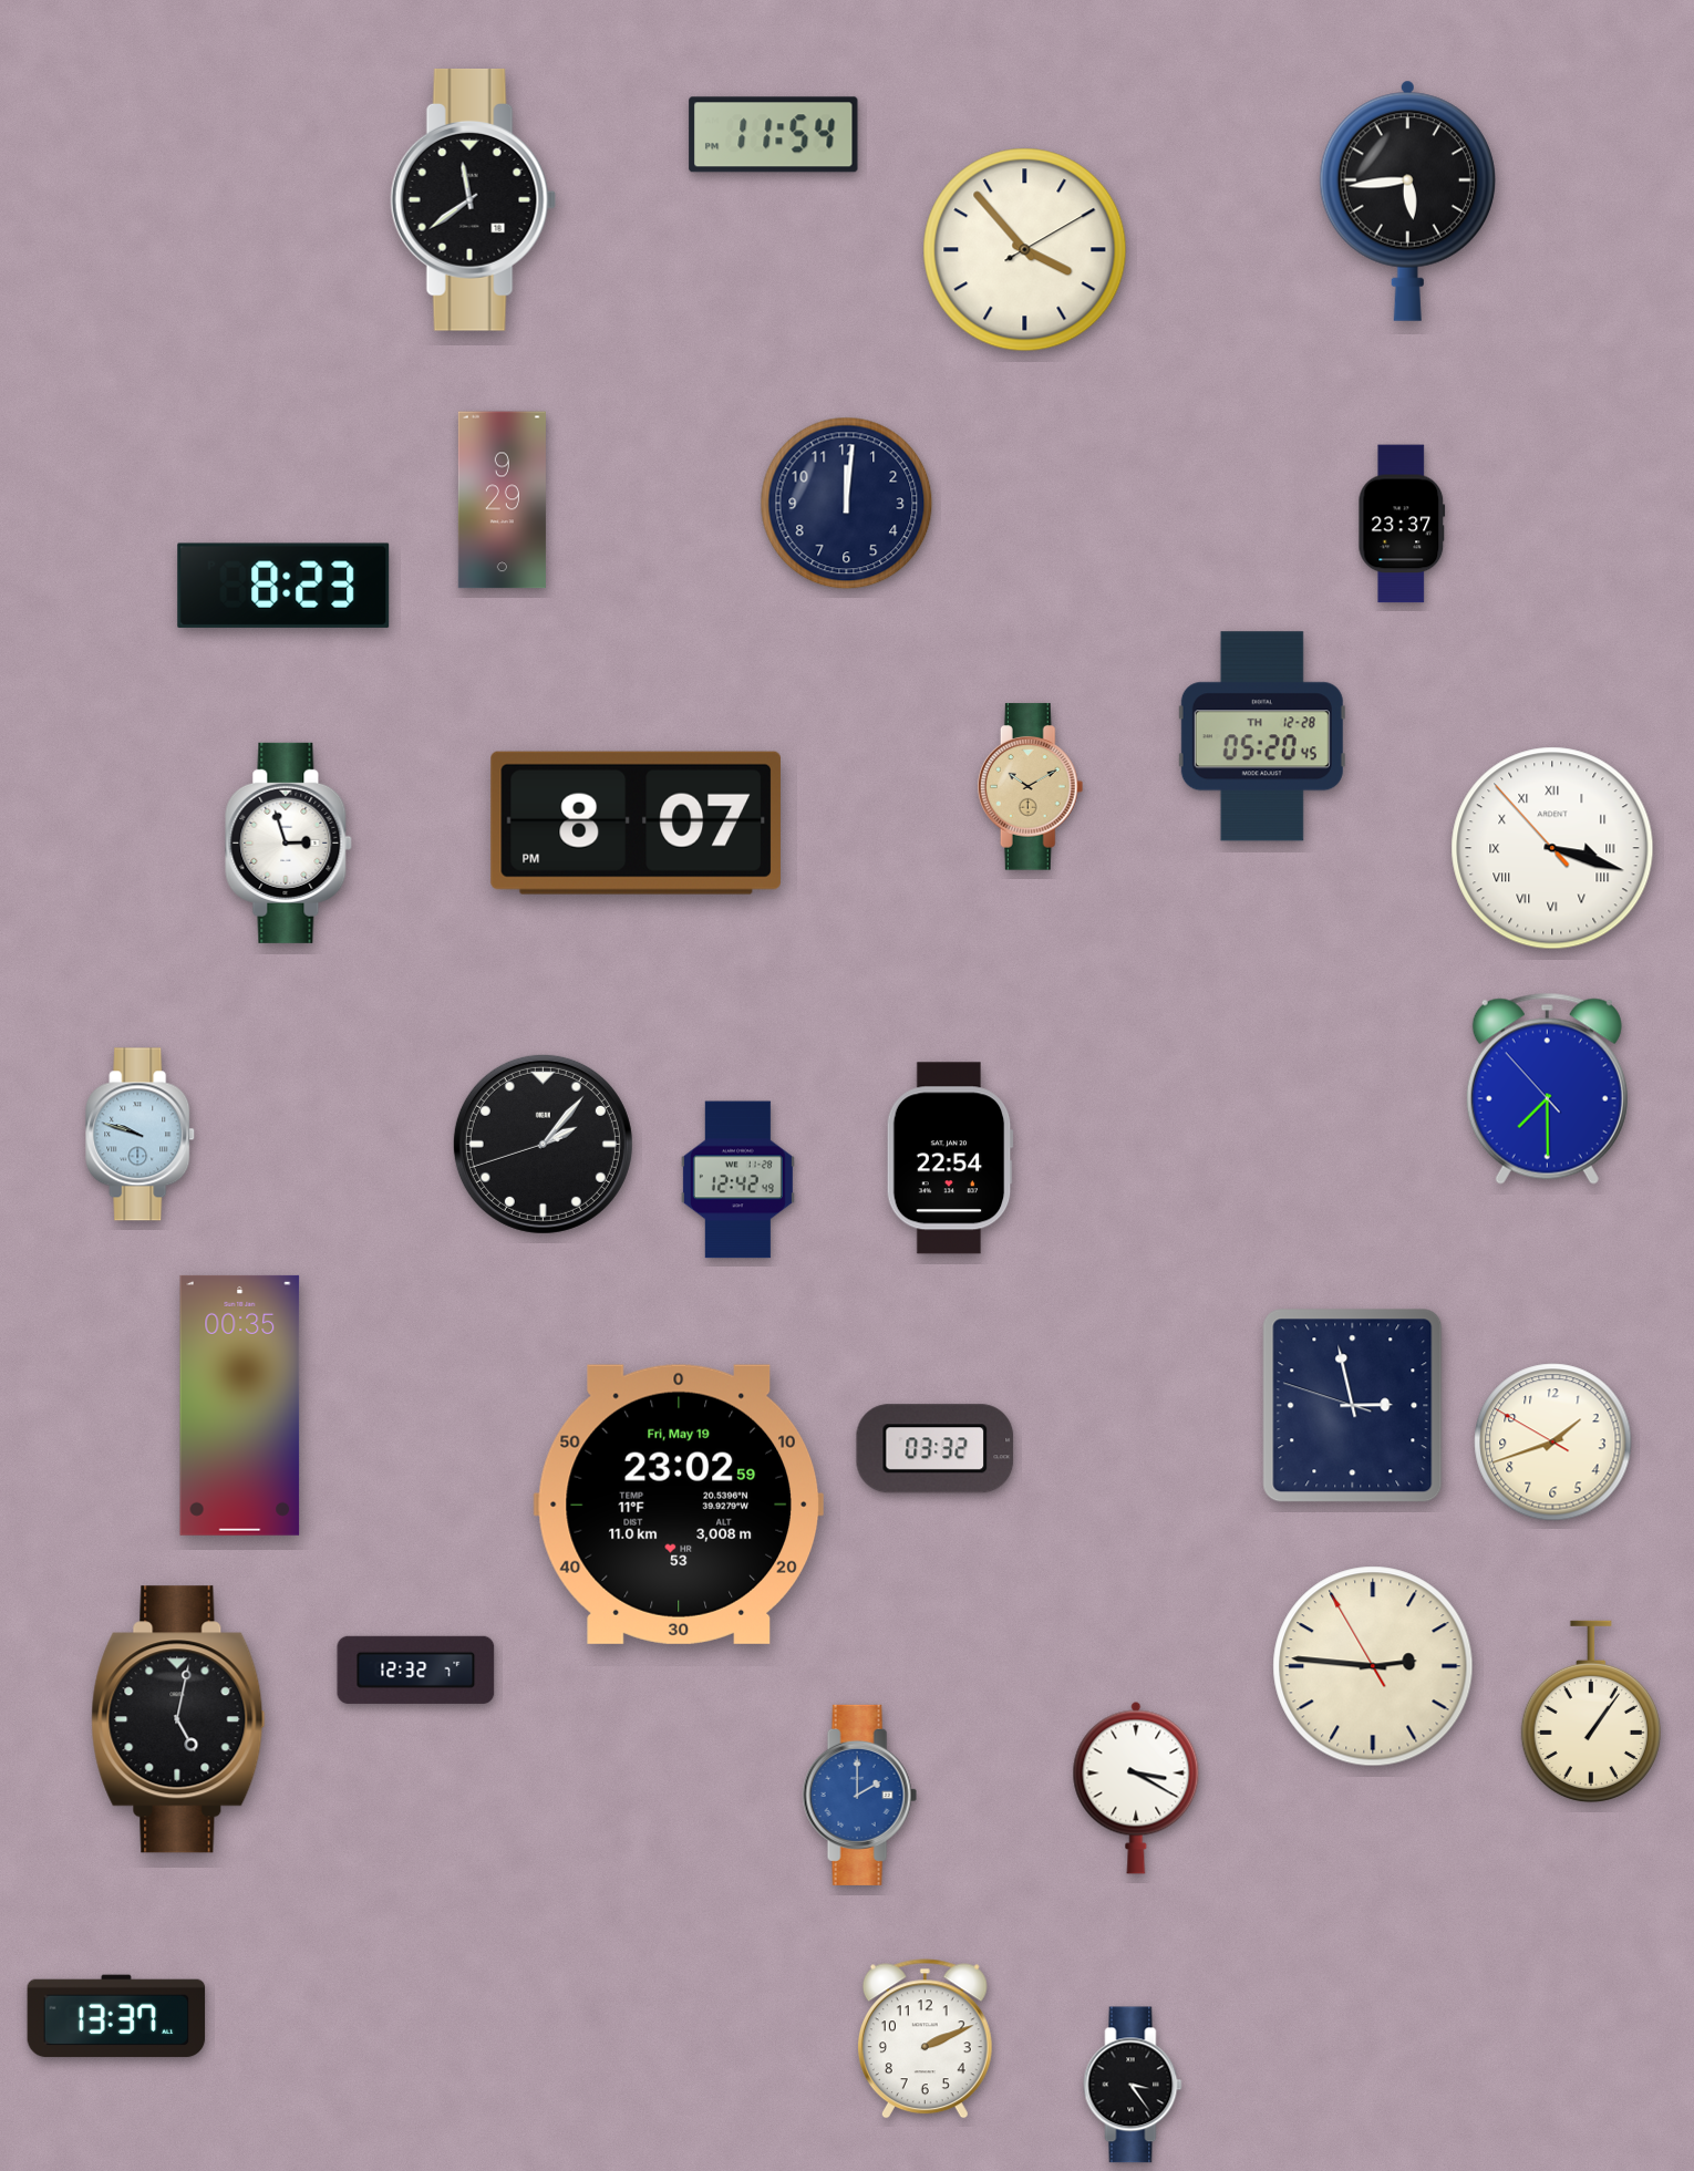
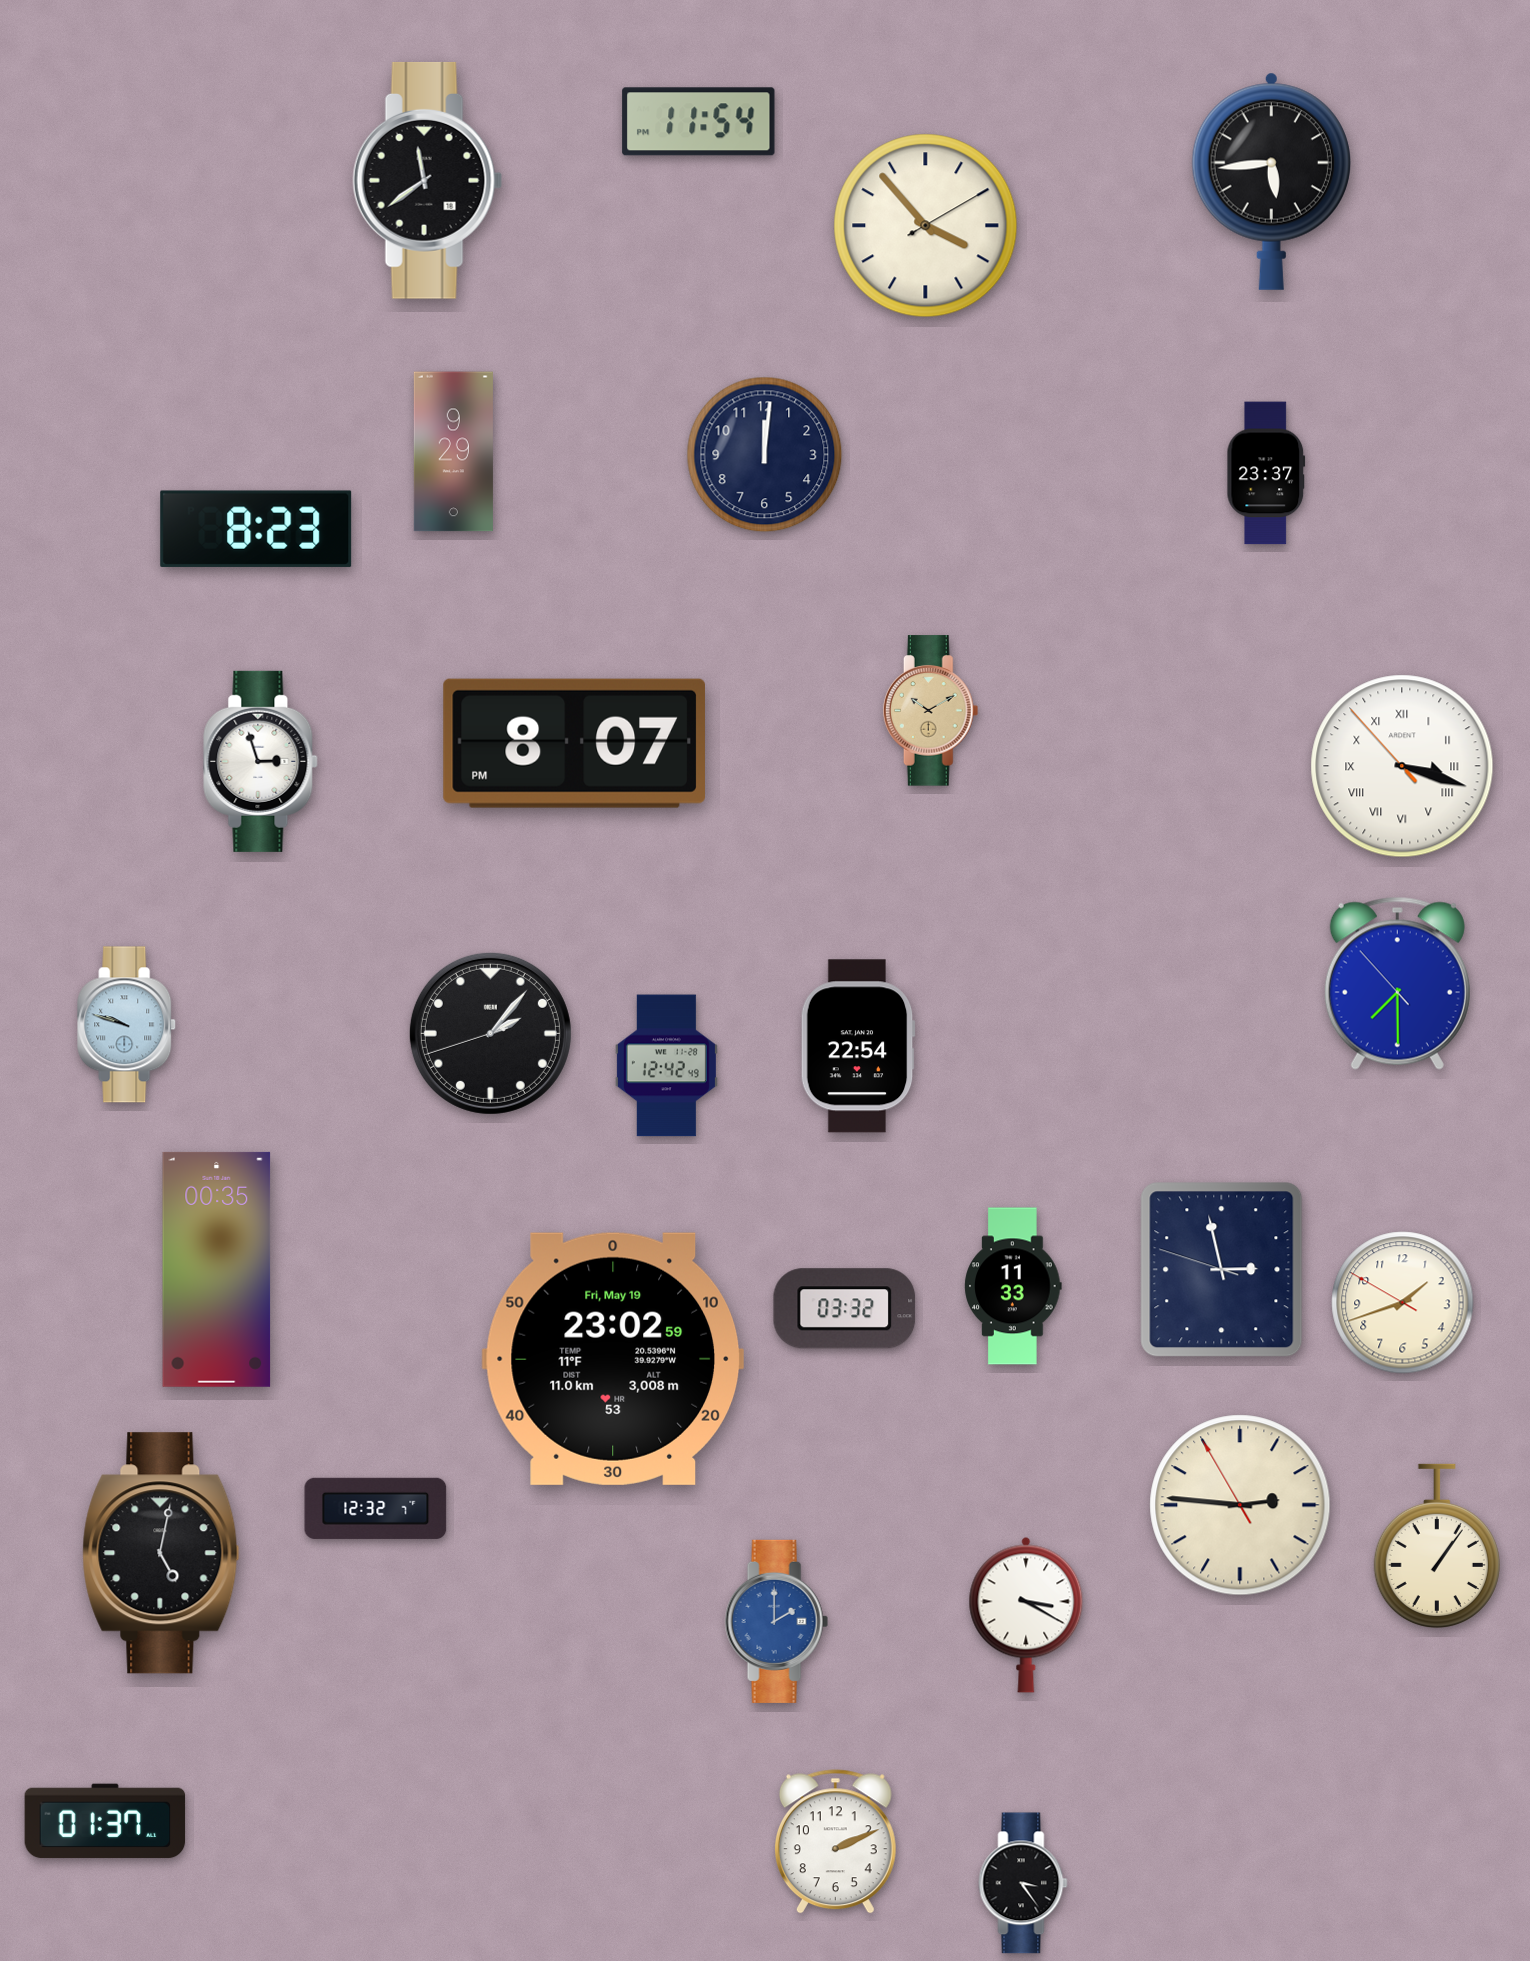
clock at (1262, 736): 05:20 -> none
clock at (1013, 1286): none -> 11:33
clock at (116, 2016): 13:37 -> 01:37
